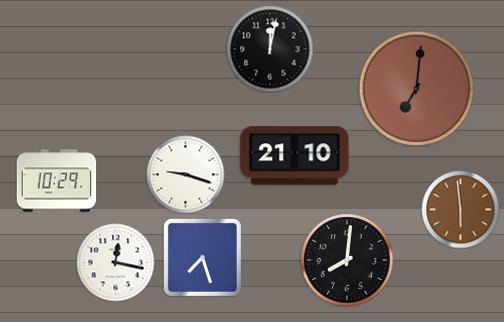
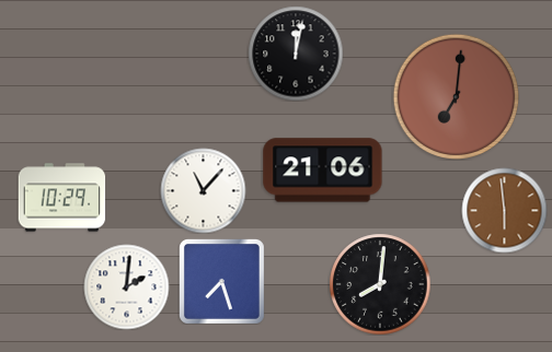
clock at (295, 156): 21:10 -> 21:06
clock at (185, 174): 9:18 -> 11:07
clock at (460, 209) position: (460, 209) -> (504, 210)
clock at (115, 262): 12:17 -> 2:01
